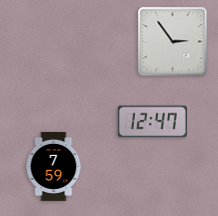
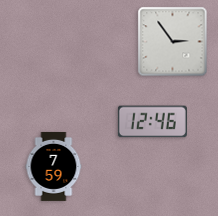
clock at (152, 122): 12:47 -> 12:46
